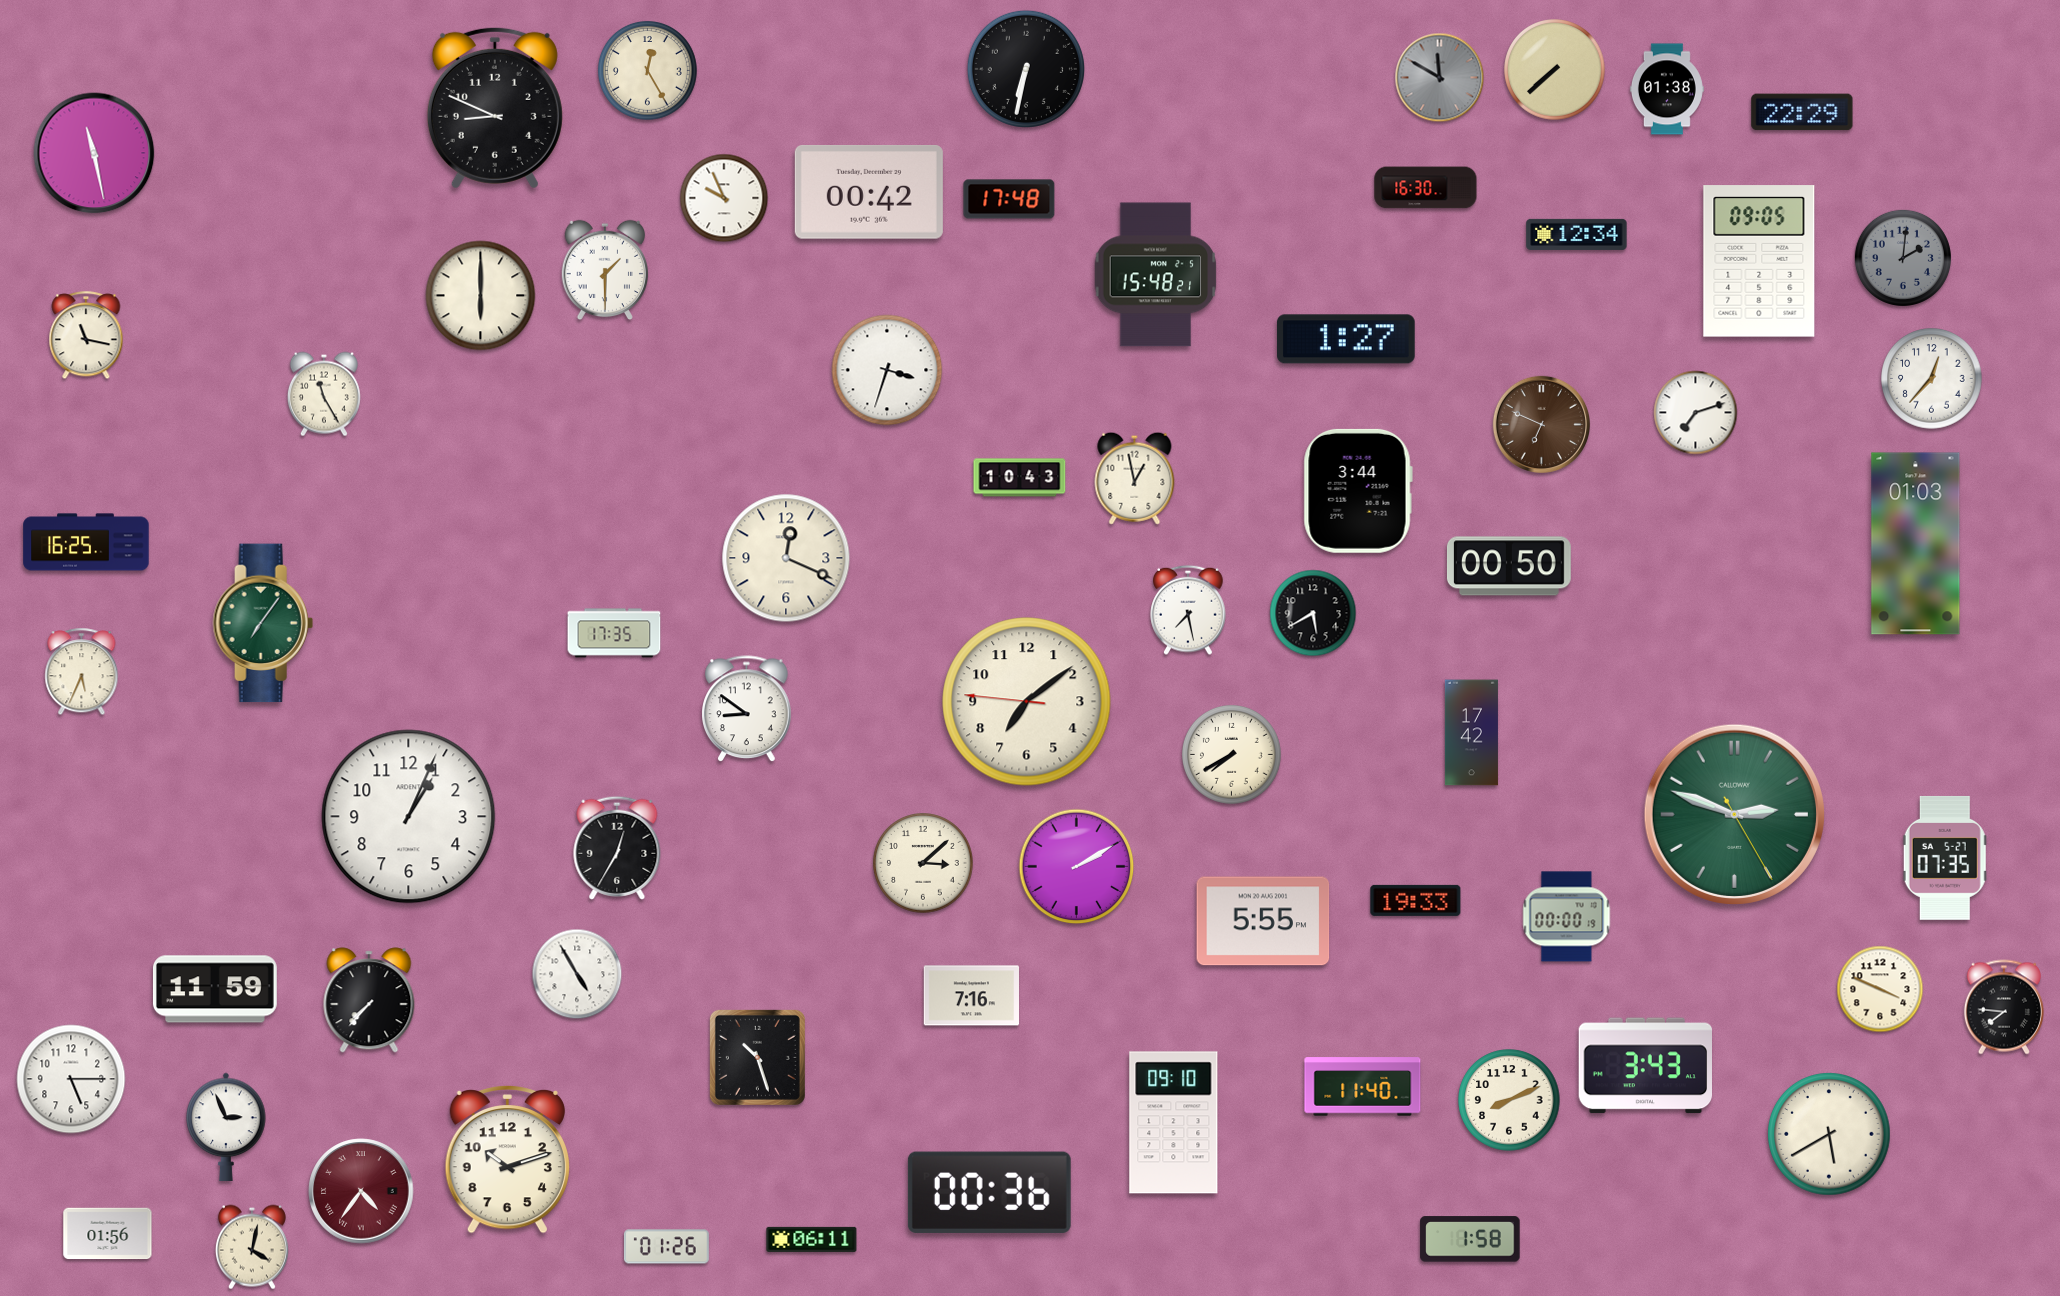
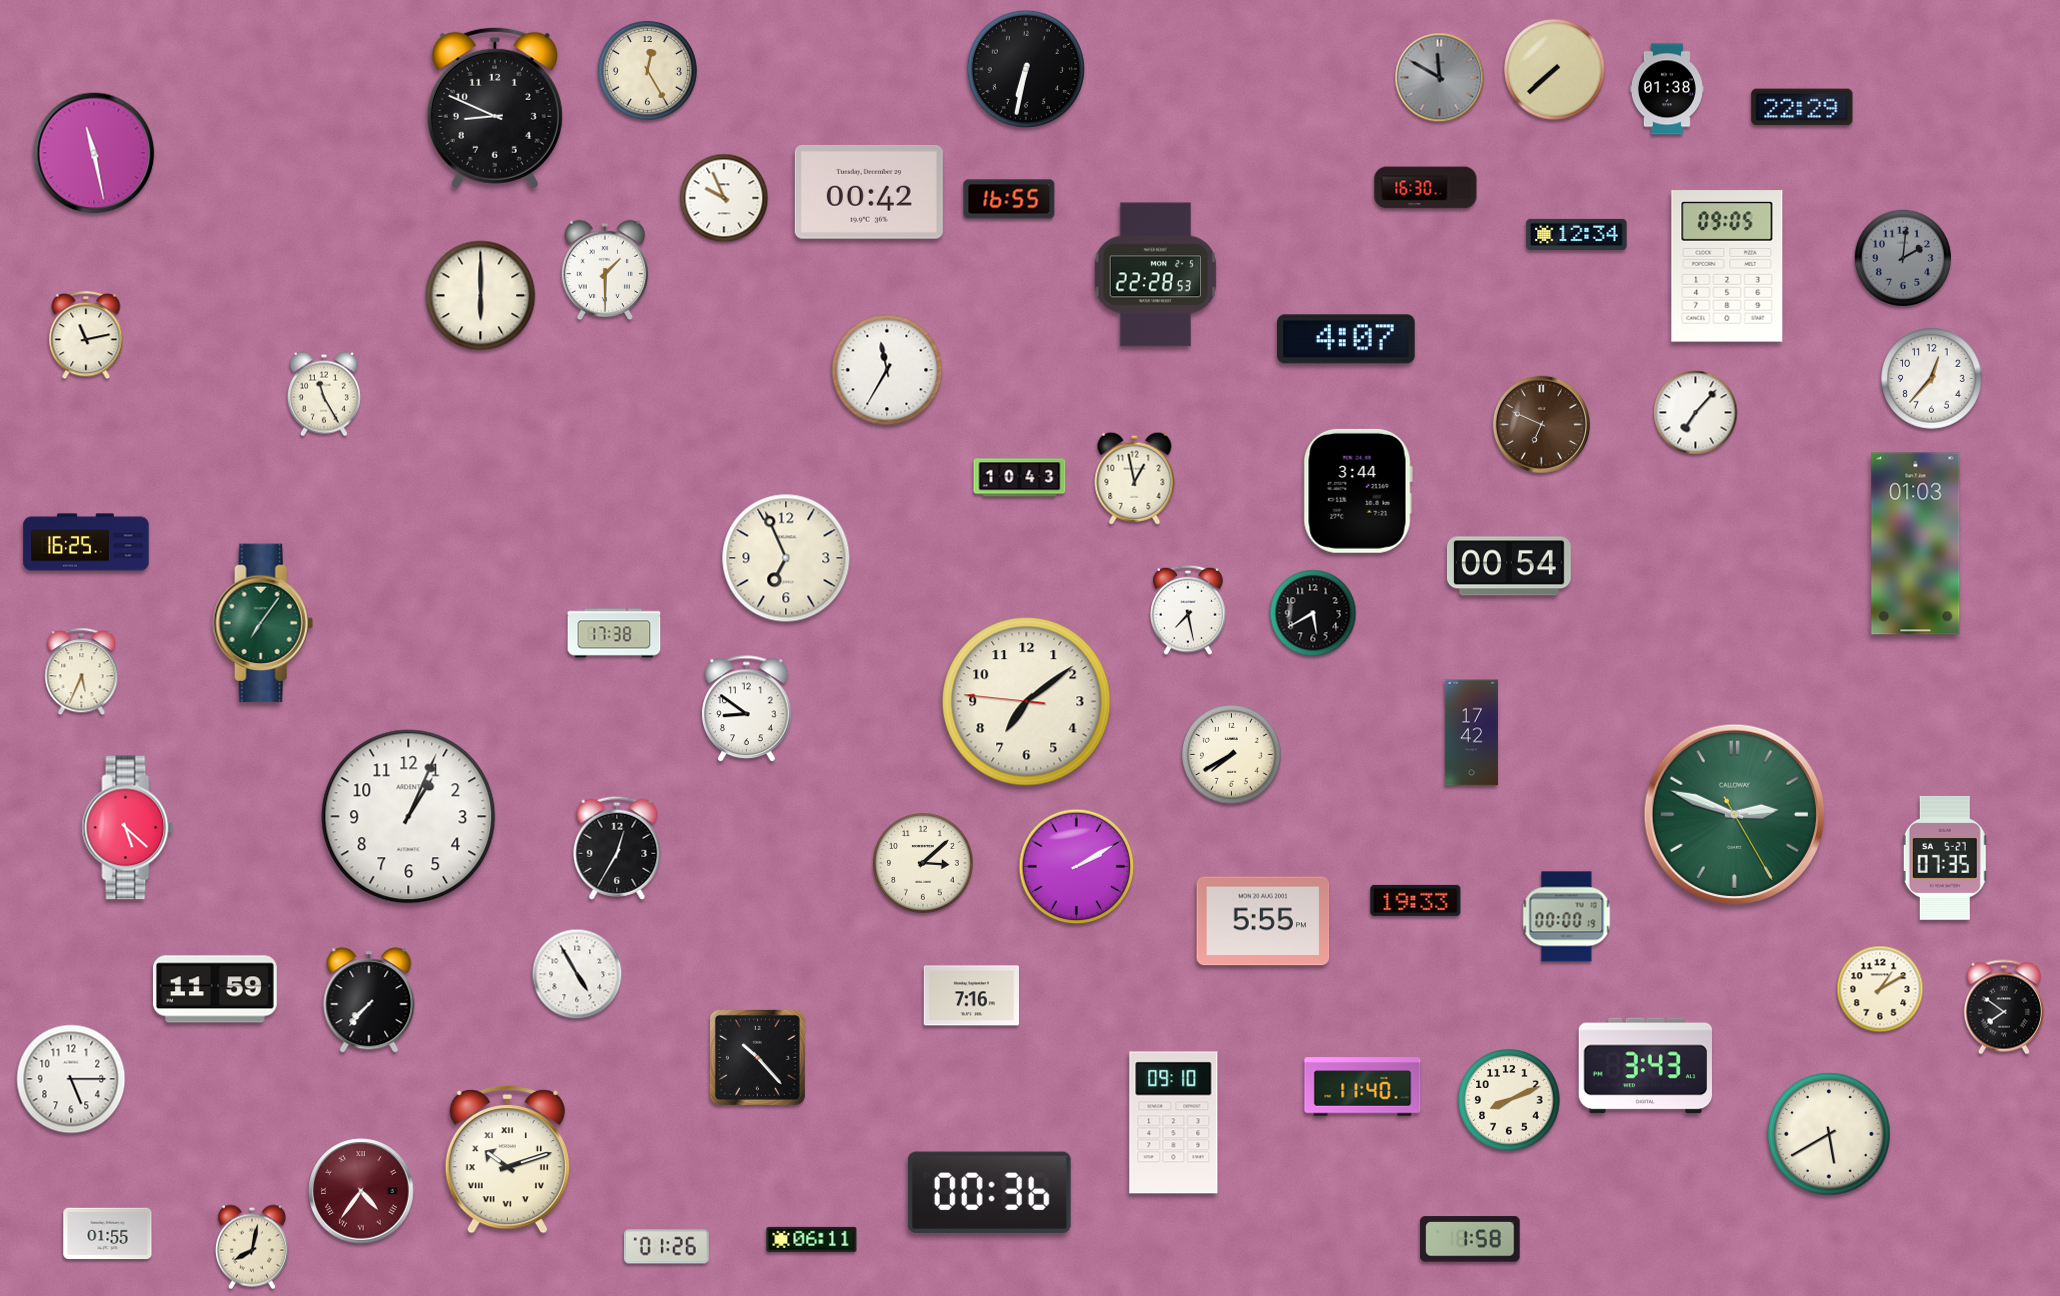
clock at (1802, 112) position: (1802, 112) -> (1802, 107)
clock at (1009, 199): 17:48 -> 16:55
clock at (1759, 261) position: (1759, 261) -> (1727, 266)
clock at (1156, 275): 15:48 -> 22:28
clock at (86, 336): 11:17 -> 11:13
clock at (1347, 339): 1:27 -> 4:07
clock at (887, 370): 3:33 -> 11:35
clock at (1696, 413): 7:12 -> 7:07
clock at (786, 558): 12:19 -> 6:56
clock at (1509, 566): 00:50 -> 00:54
clock at (614, 633): 17:35 -> 17:38
clock at (128, 828): none -> 5:22
clock at (1880, 989): 3:49 -> 1:10
clock at (2004, 1007): 7:46 -> 7:51
clock at (757, 1057): 10:27 -> 10:23
clock at (226, 1126): 2:56 -> none
clock at (507, 1159) numerals: Arabic -> Roman
clock at (108, 1234): 01:56 -> 01:55
clock at (252, 1247): 4:02 -> 8:02
